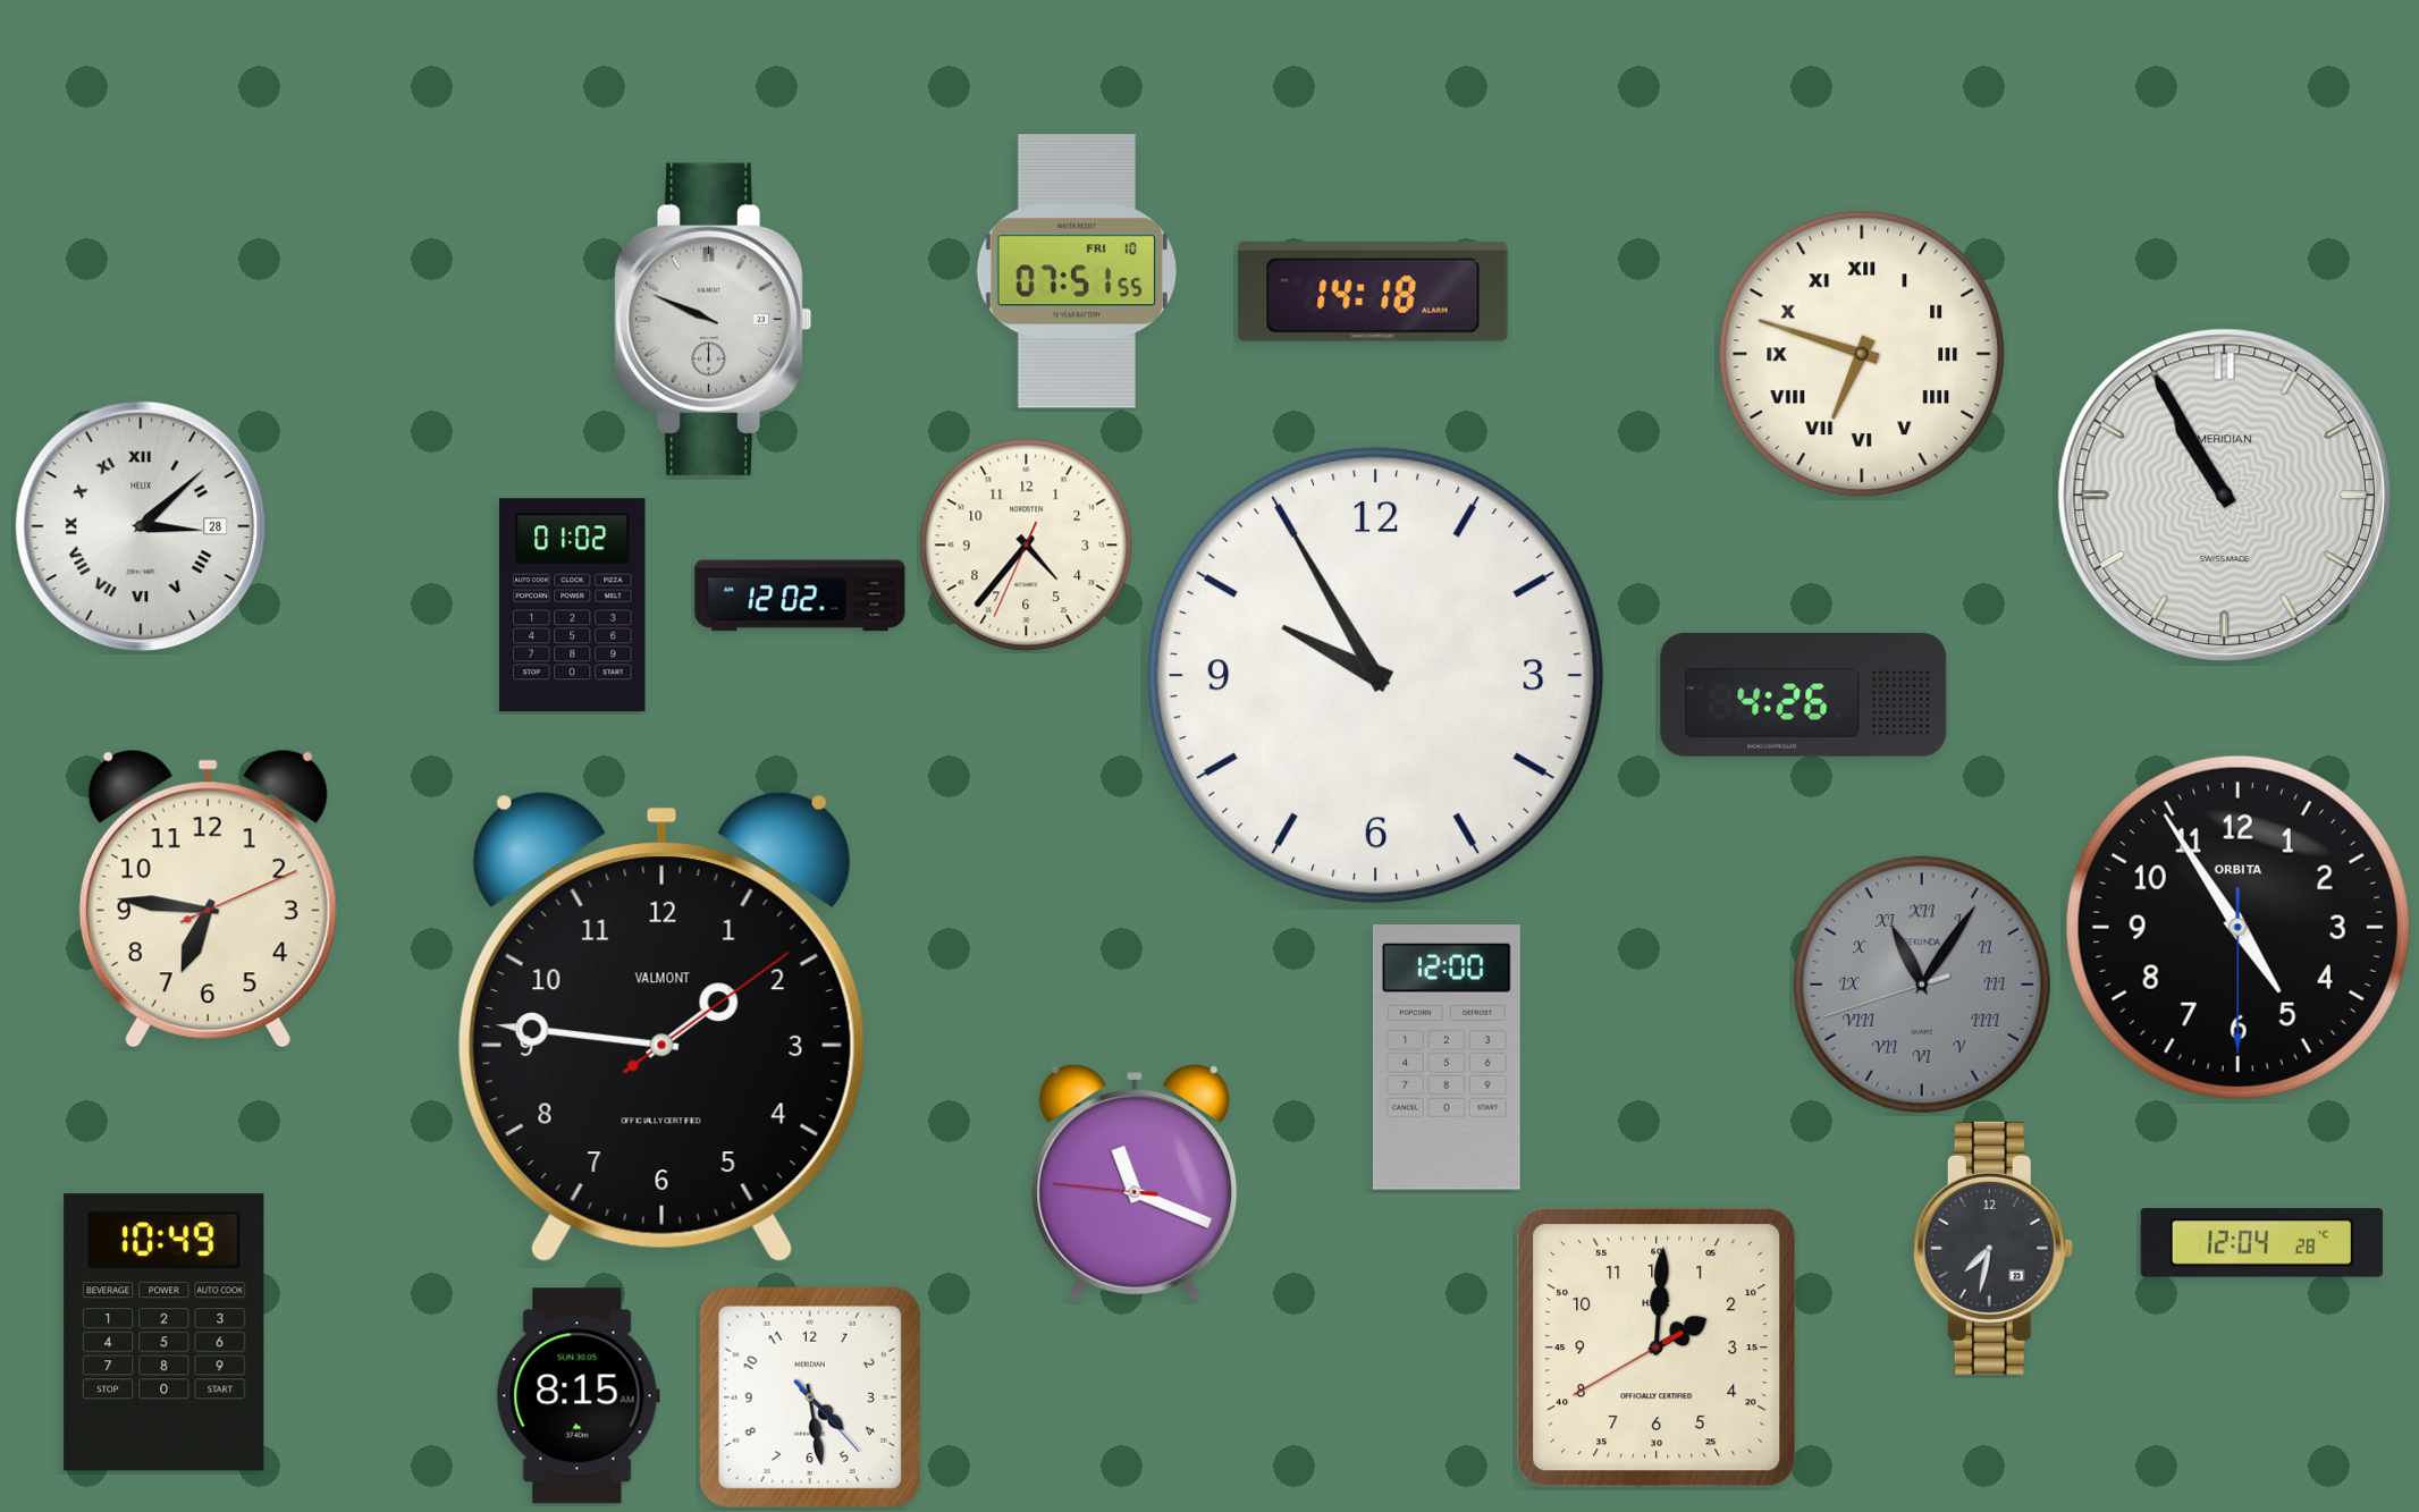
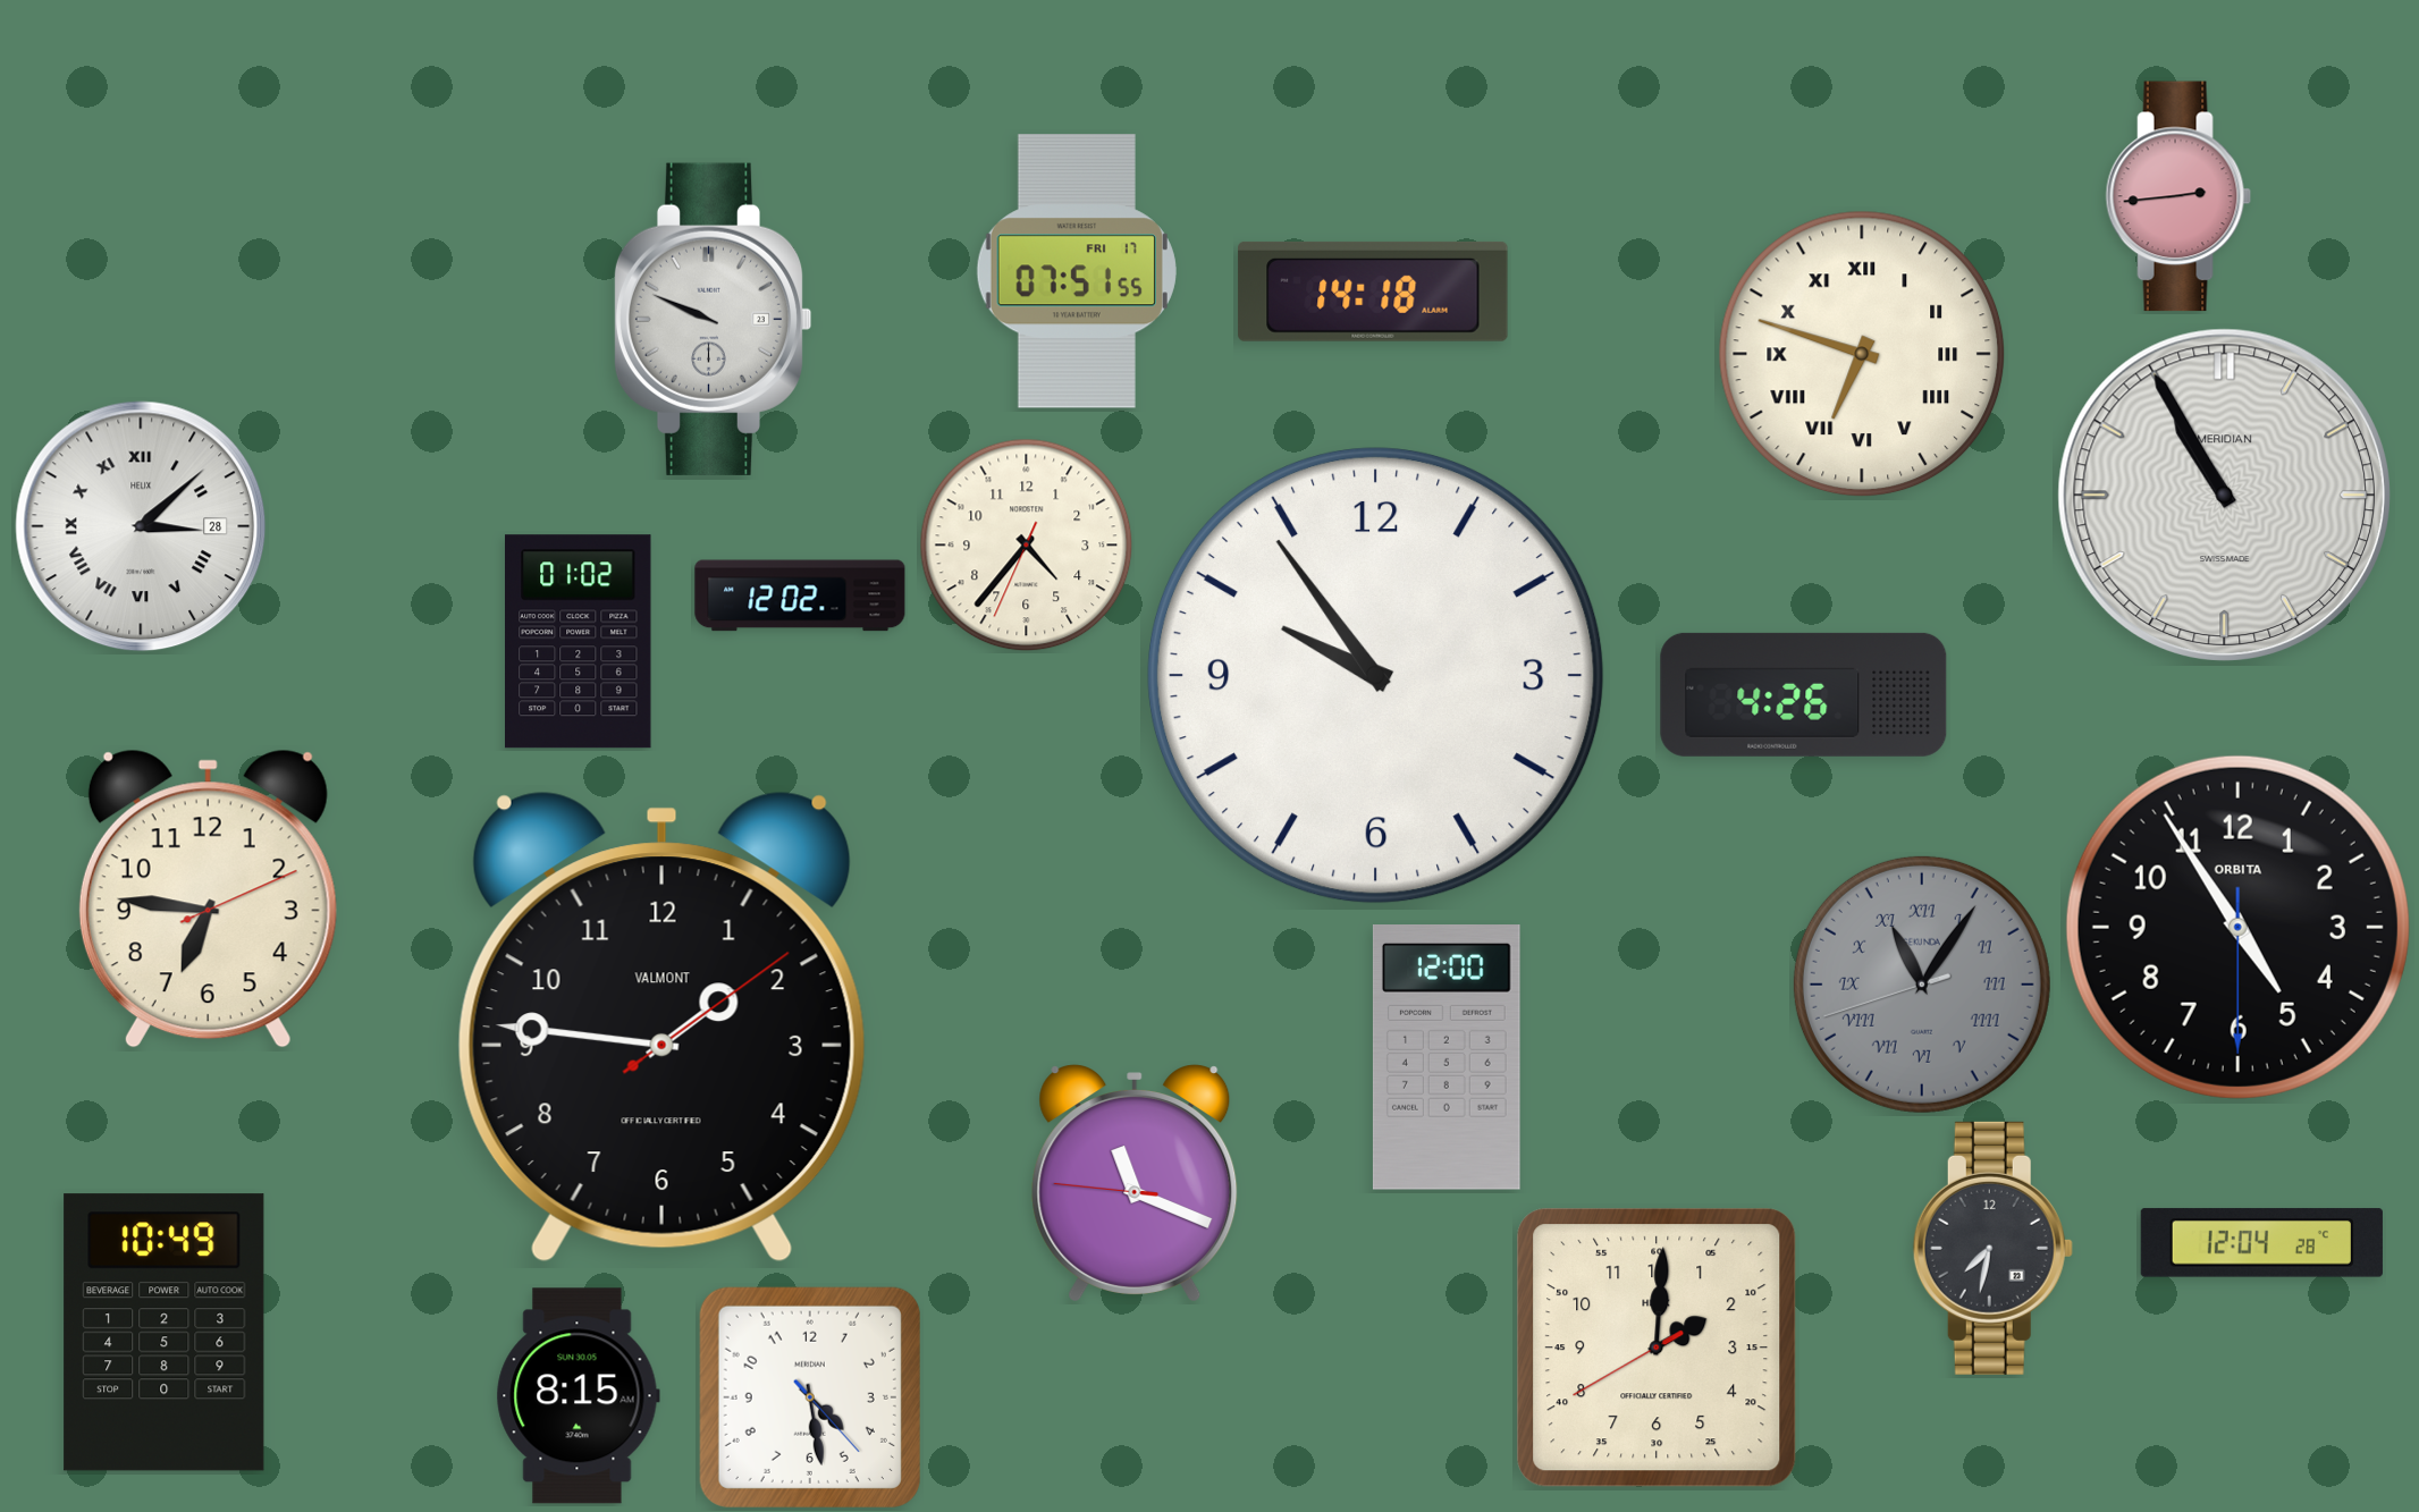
clock at (2178, 196): none -> 2:44
clock at (1077, 271) date: FRI 10 -> FRI 17
clock at (573, 606) position: (573, 606) -> (579, 642)
clock at (1375, 675): 9:55 -> 9:54
